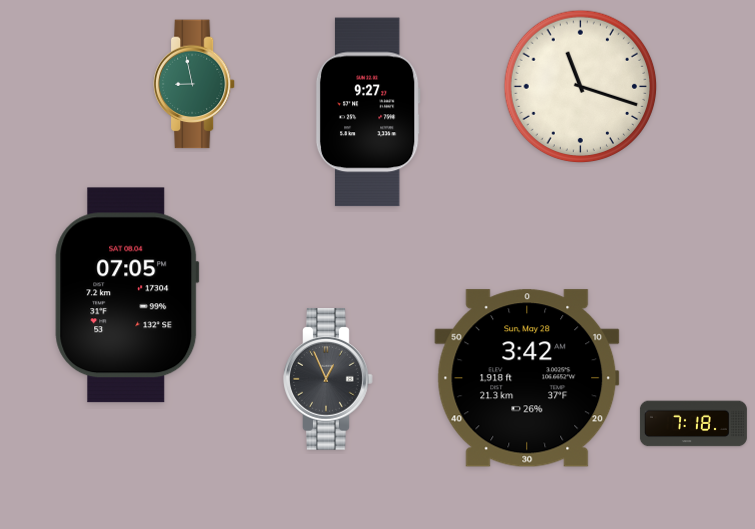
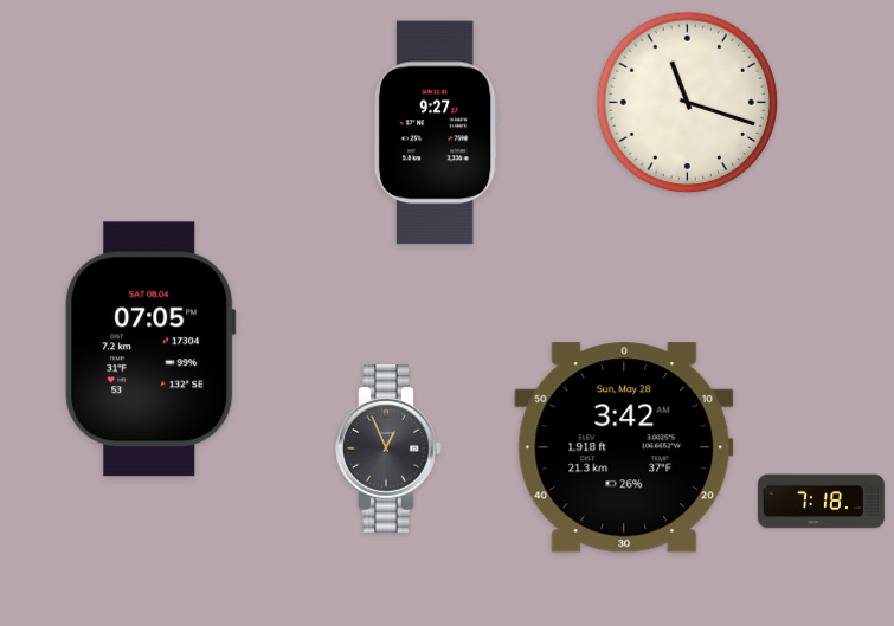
clock at (194, 84): 8:58 -> none
